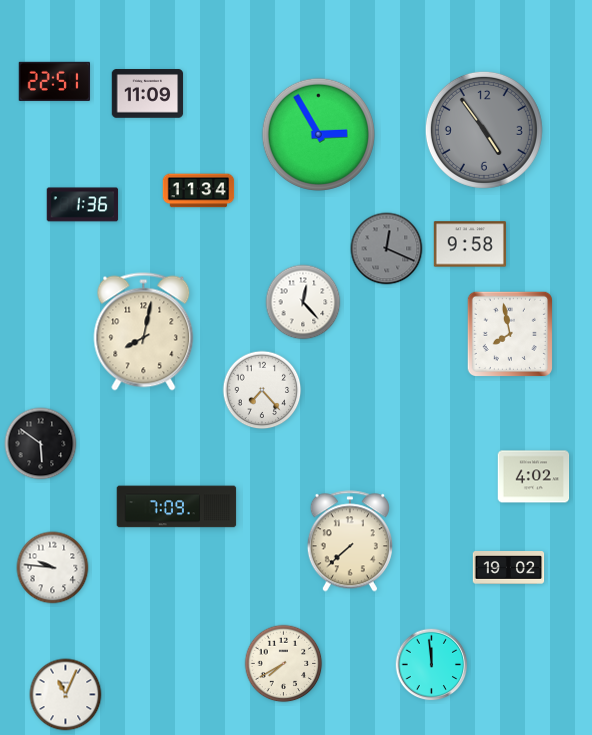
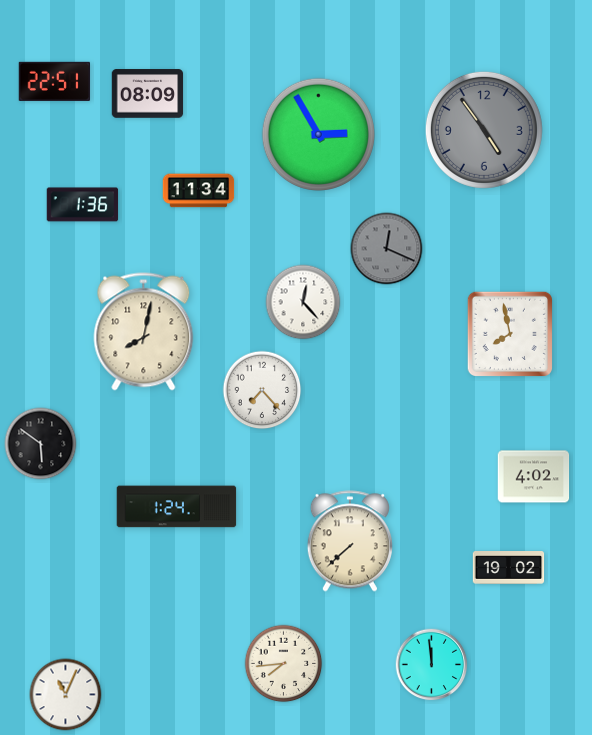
clock at (148, 94): 11:09 -> 08:09
clock at (470, 244): 9:58 -> none
clock at (177, 507): 7:09 -> 1:24
clock at (53, 568): 9:46 -> none
clock at (284, 664): 7:40 -> 7:44
